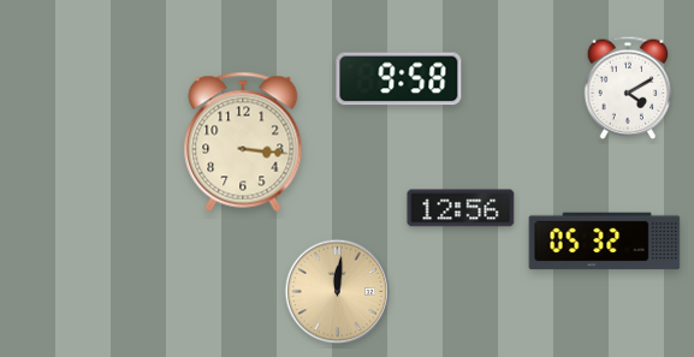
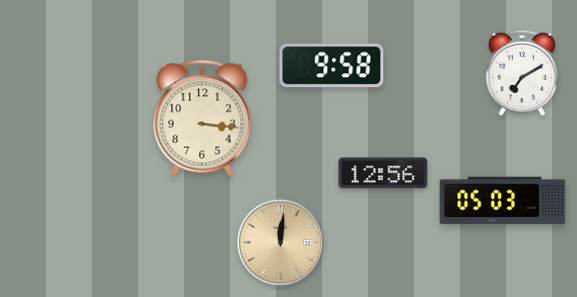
clock at (628, 88): 4:10 -> 7:10
clock at (605, 242): 05:32 -> 05:03
